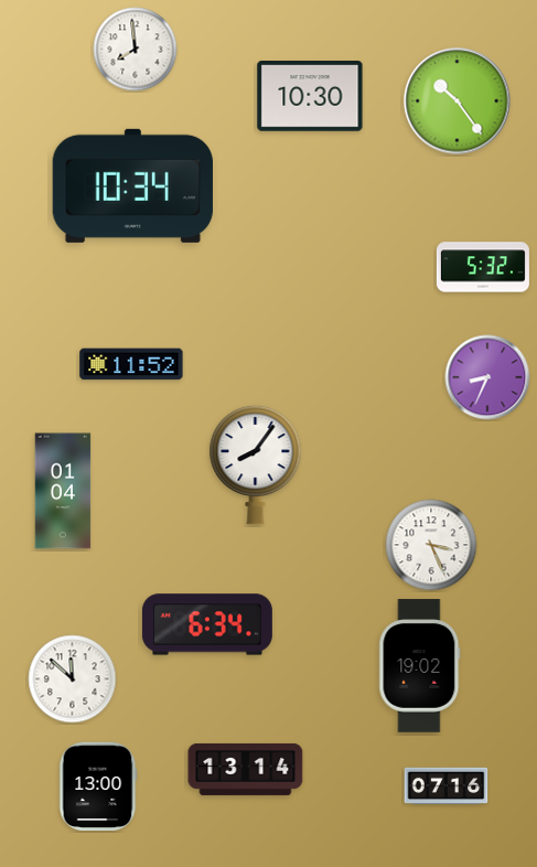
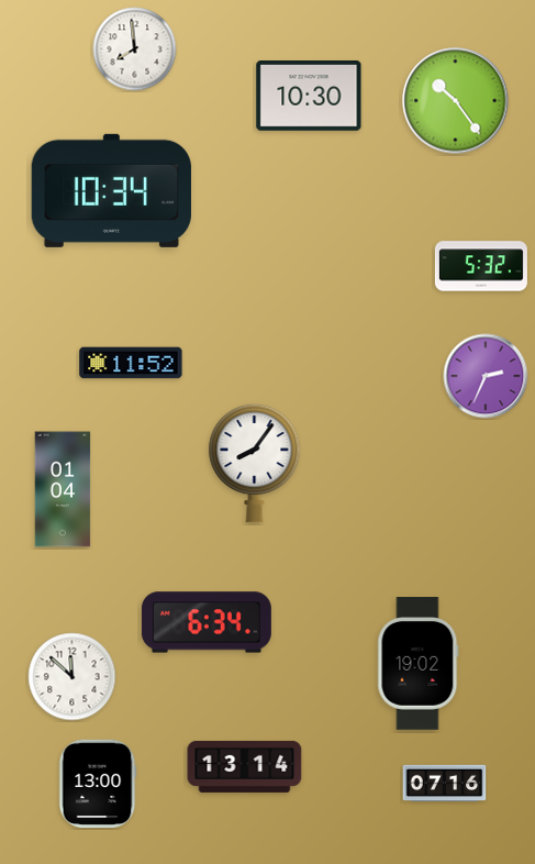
clock at (132, 185) position: (132, 185) -> (111, 190)
clock at (487, 377): 8:34 -> 2:34
clock at (431, 545): 3:26 -> none
